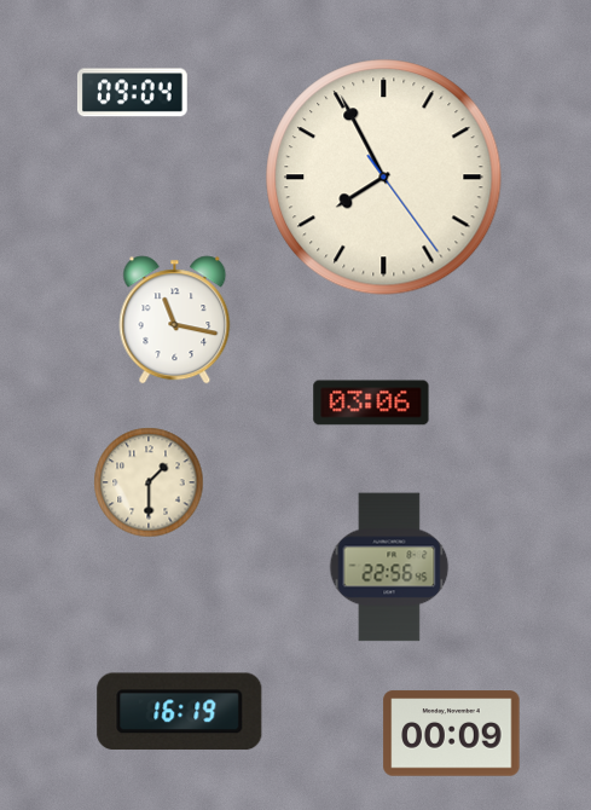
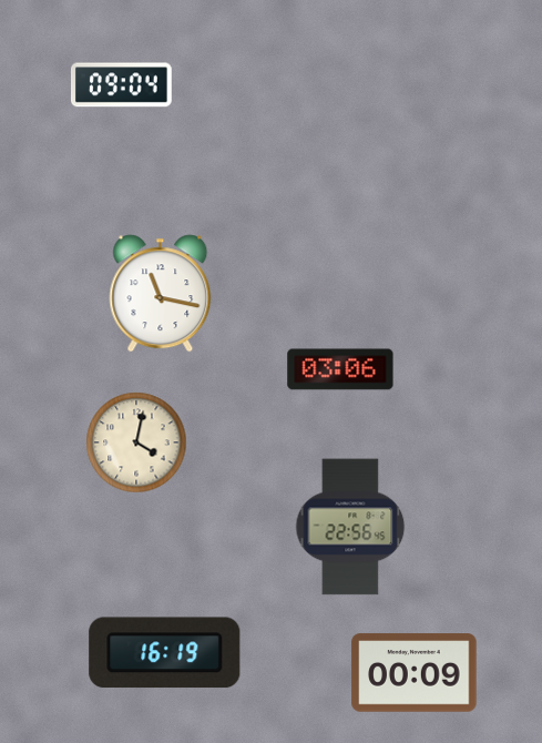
clock at (384, 178): 7:55 -> none
clock at (149, 482): 1:30 -> 4:02
clock at (389, 567) position: (389, 567) -> (350, 527)
